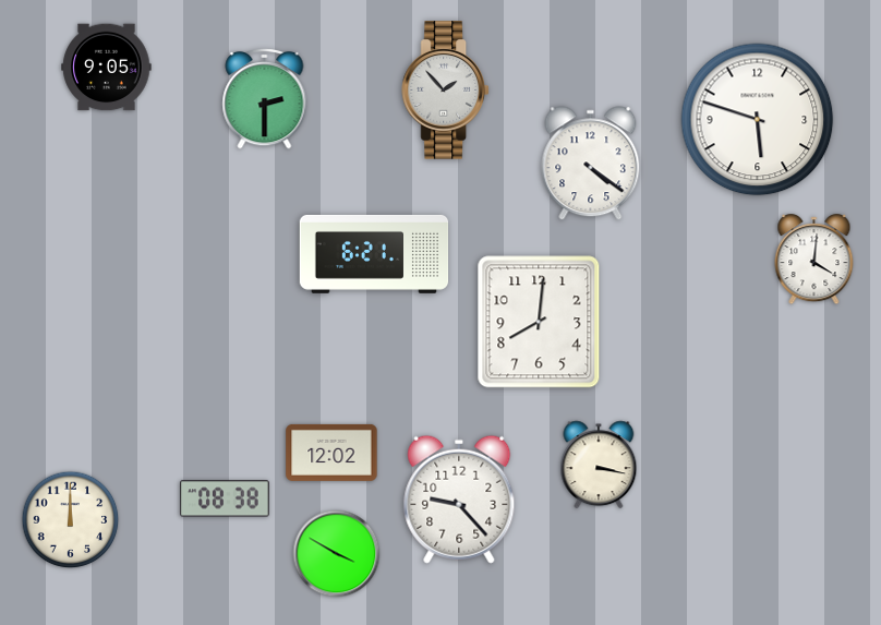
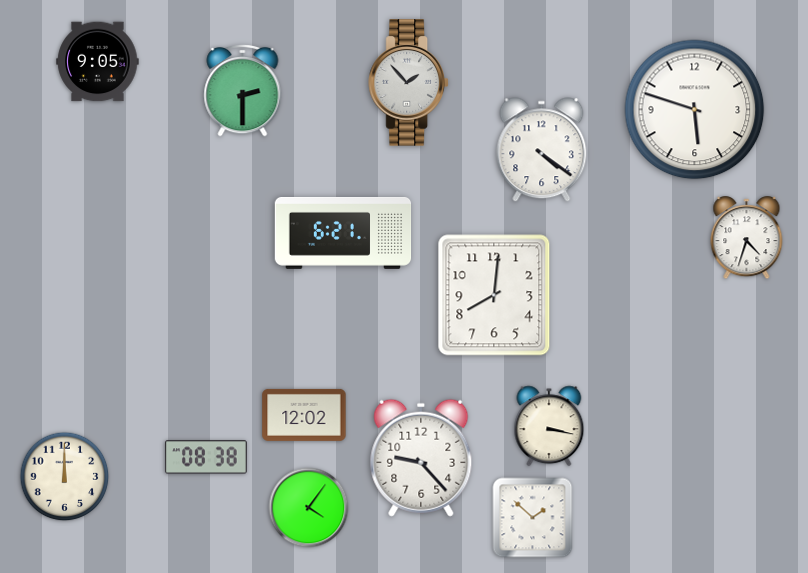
clock at (814, 260): 4:01 -> 4:33
clock at (337, 554): 3:50 -> 4:06
clock at (533, 518): none -> 1:52
